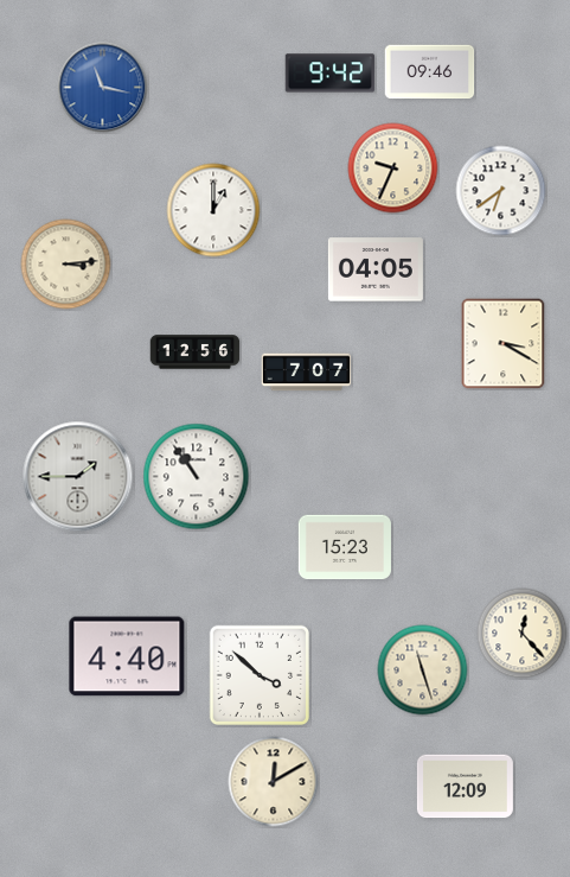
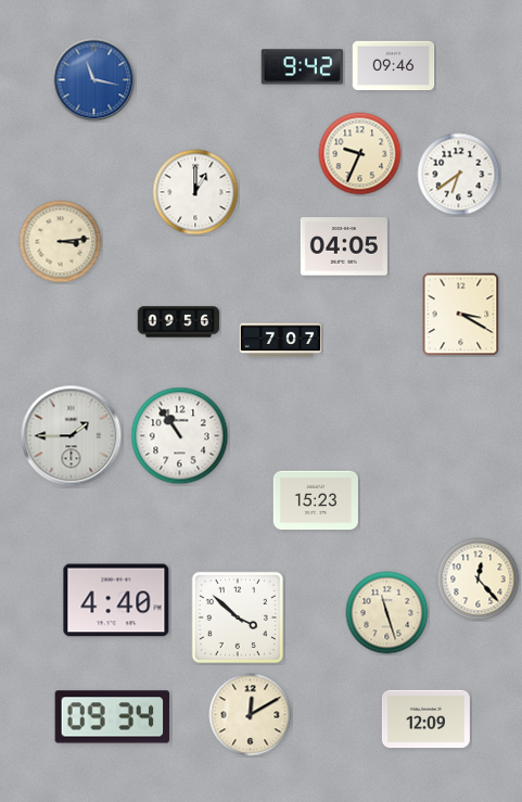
clock at (196, 352): 12:56 -> 09:56
clock at (113, 717): none -> 09:34
